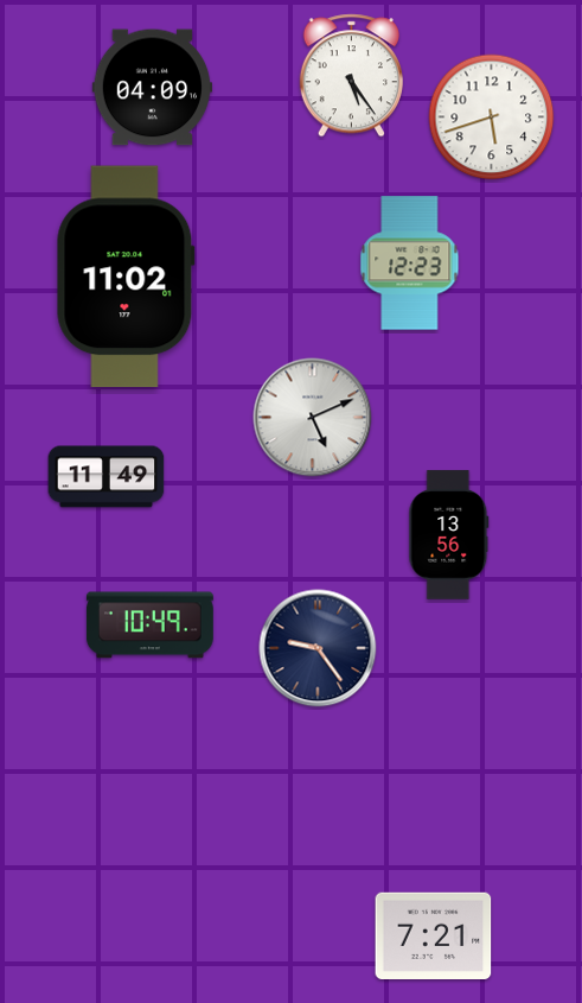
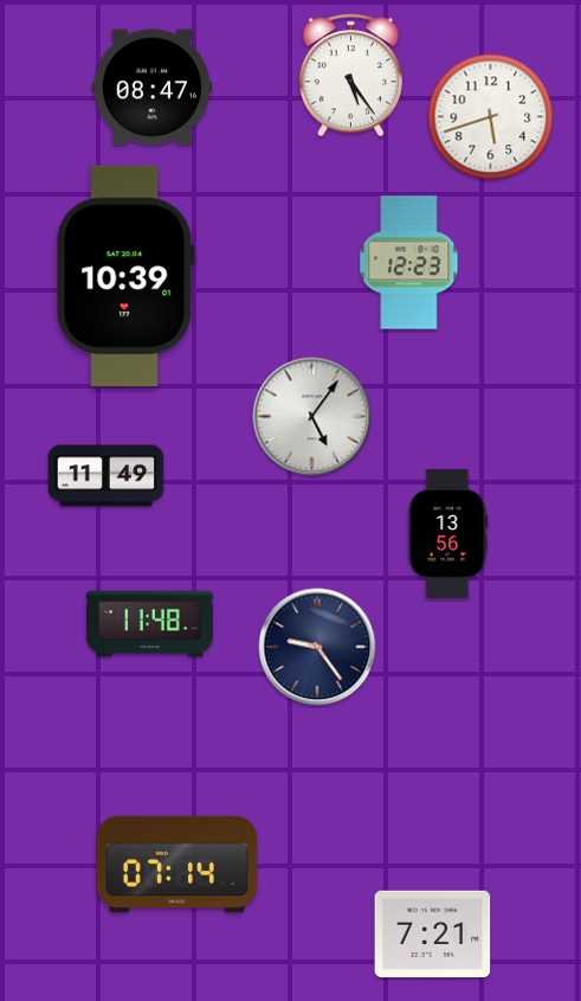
clock at (152, 88): 04:09 -> 08:47
clock at (126, 277): 11:02 -> 10:39
clock at (313, 418): 5:11 -> 5:06
clock at (149, 626): 10:49 -> 11:48
clock at (176, 865): none -> 07:14
